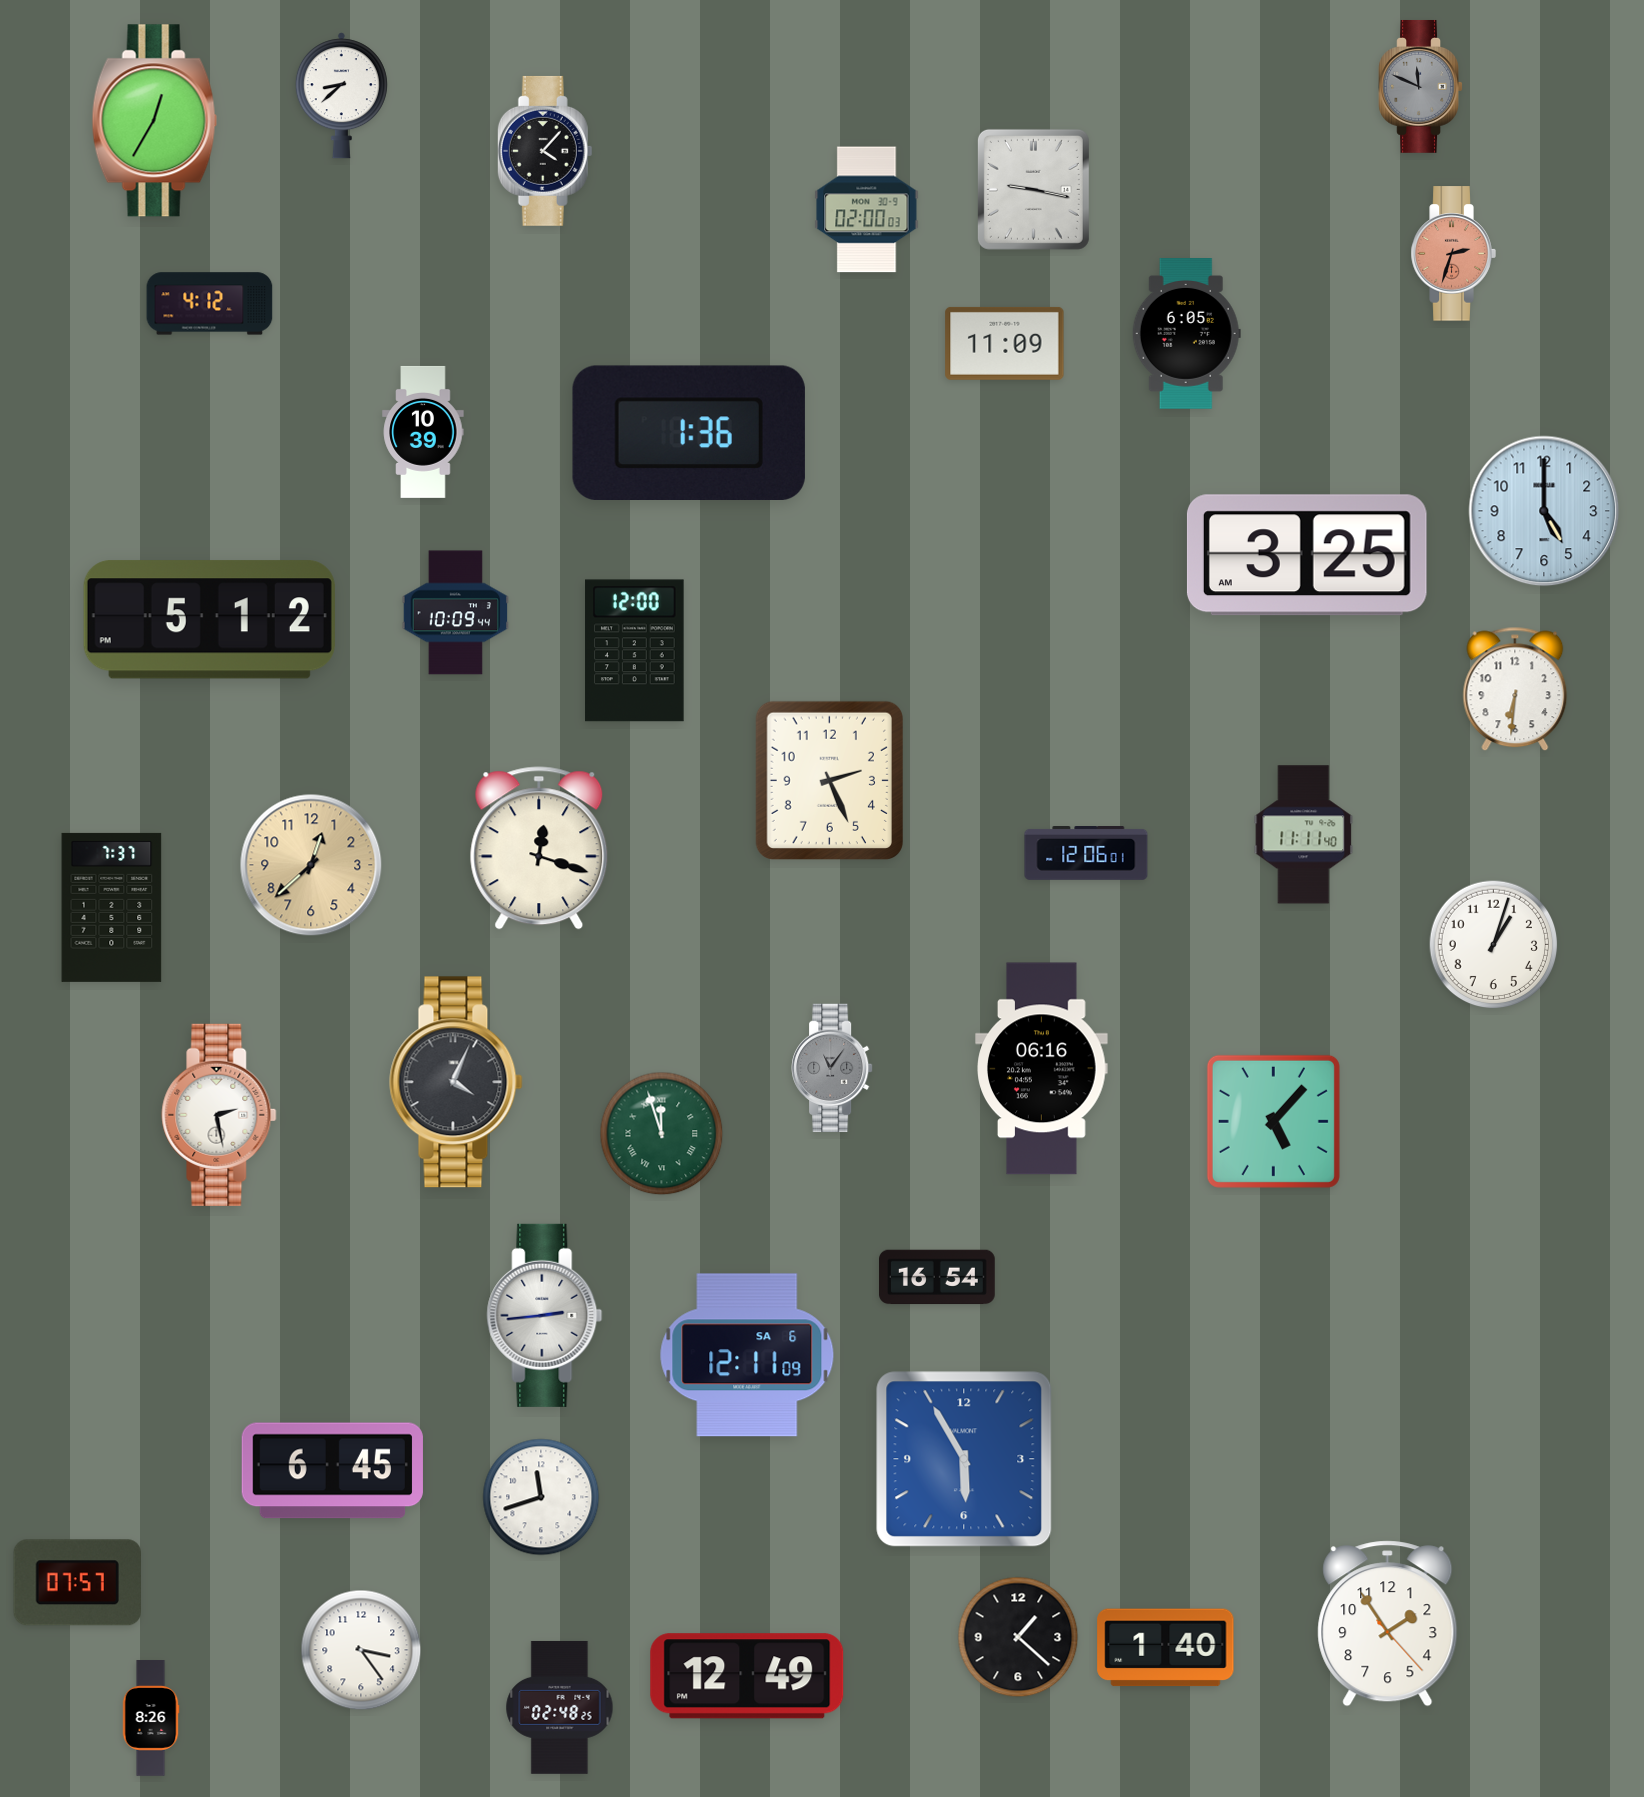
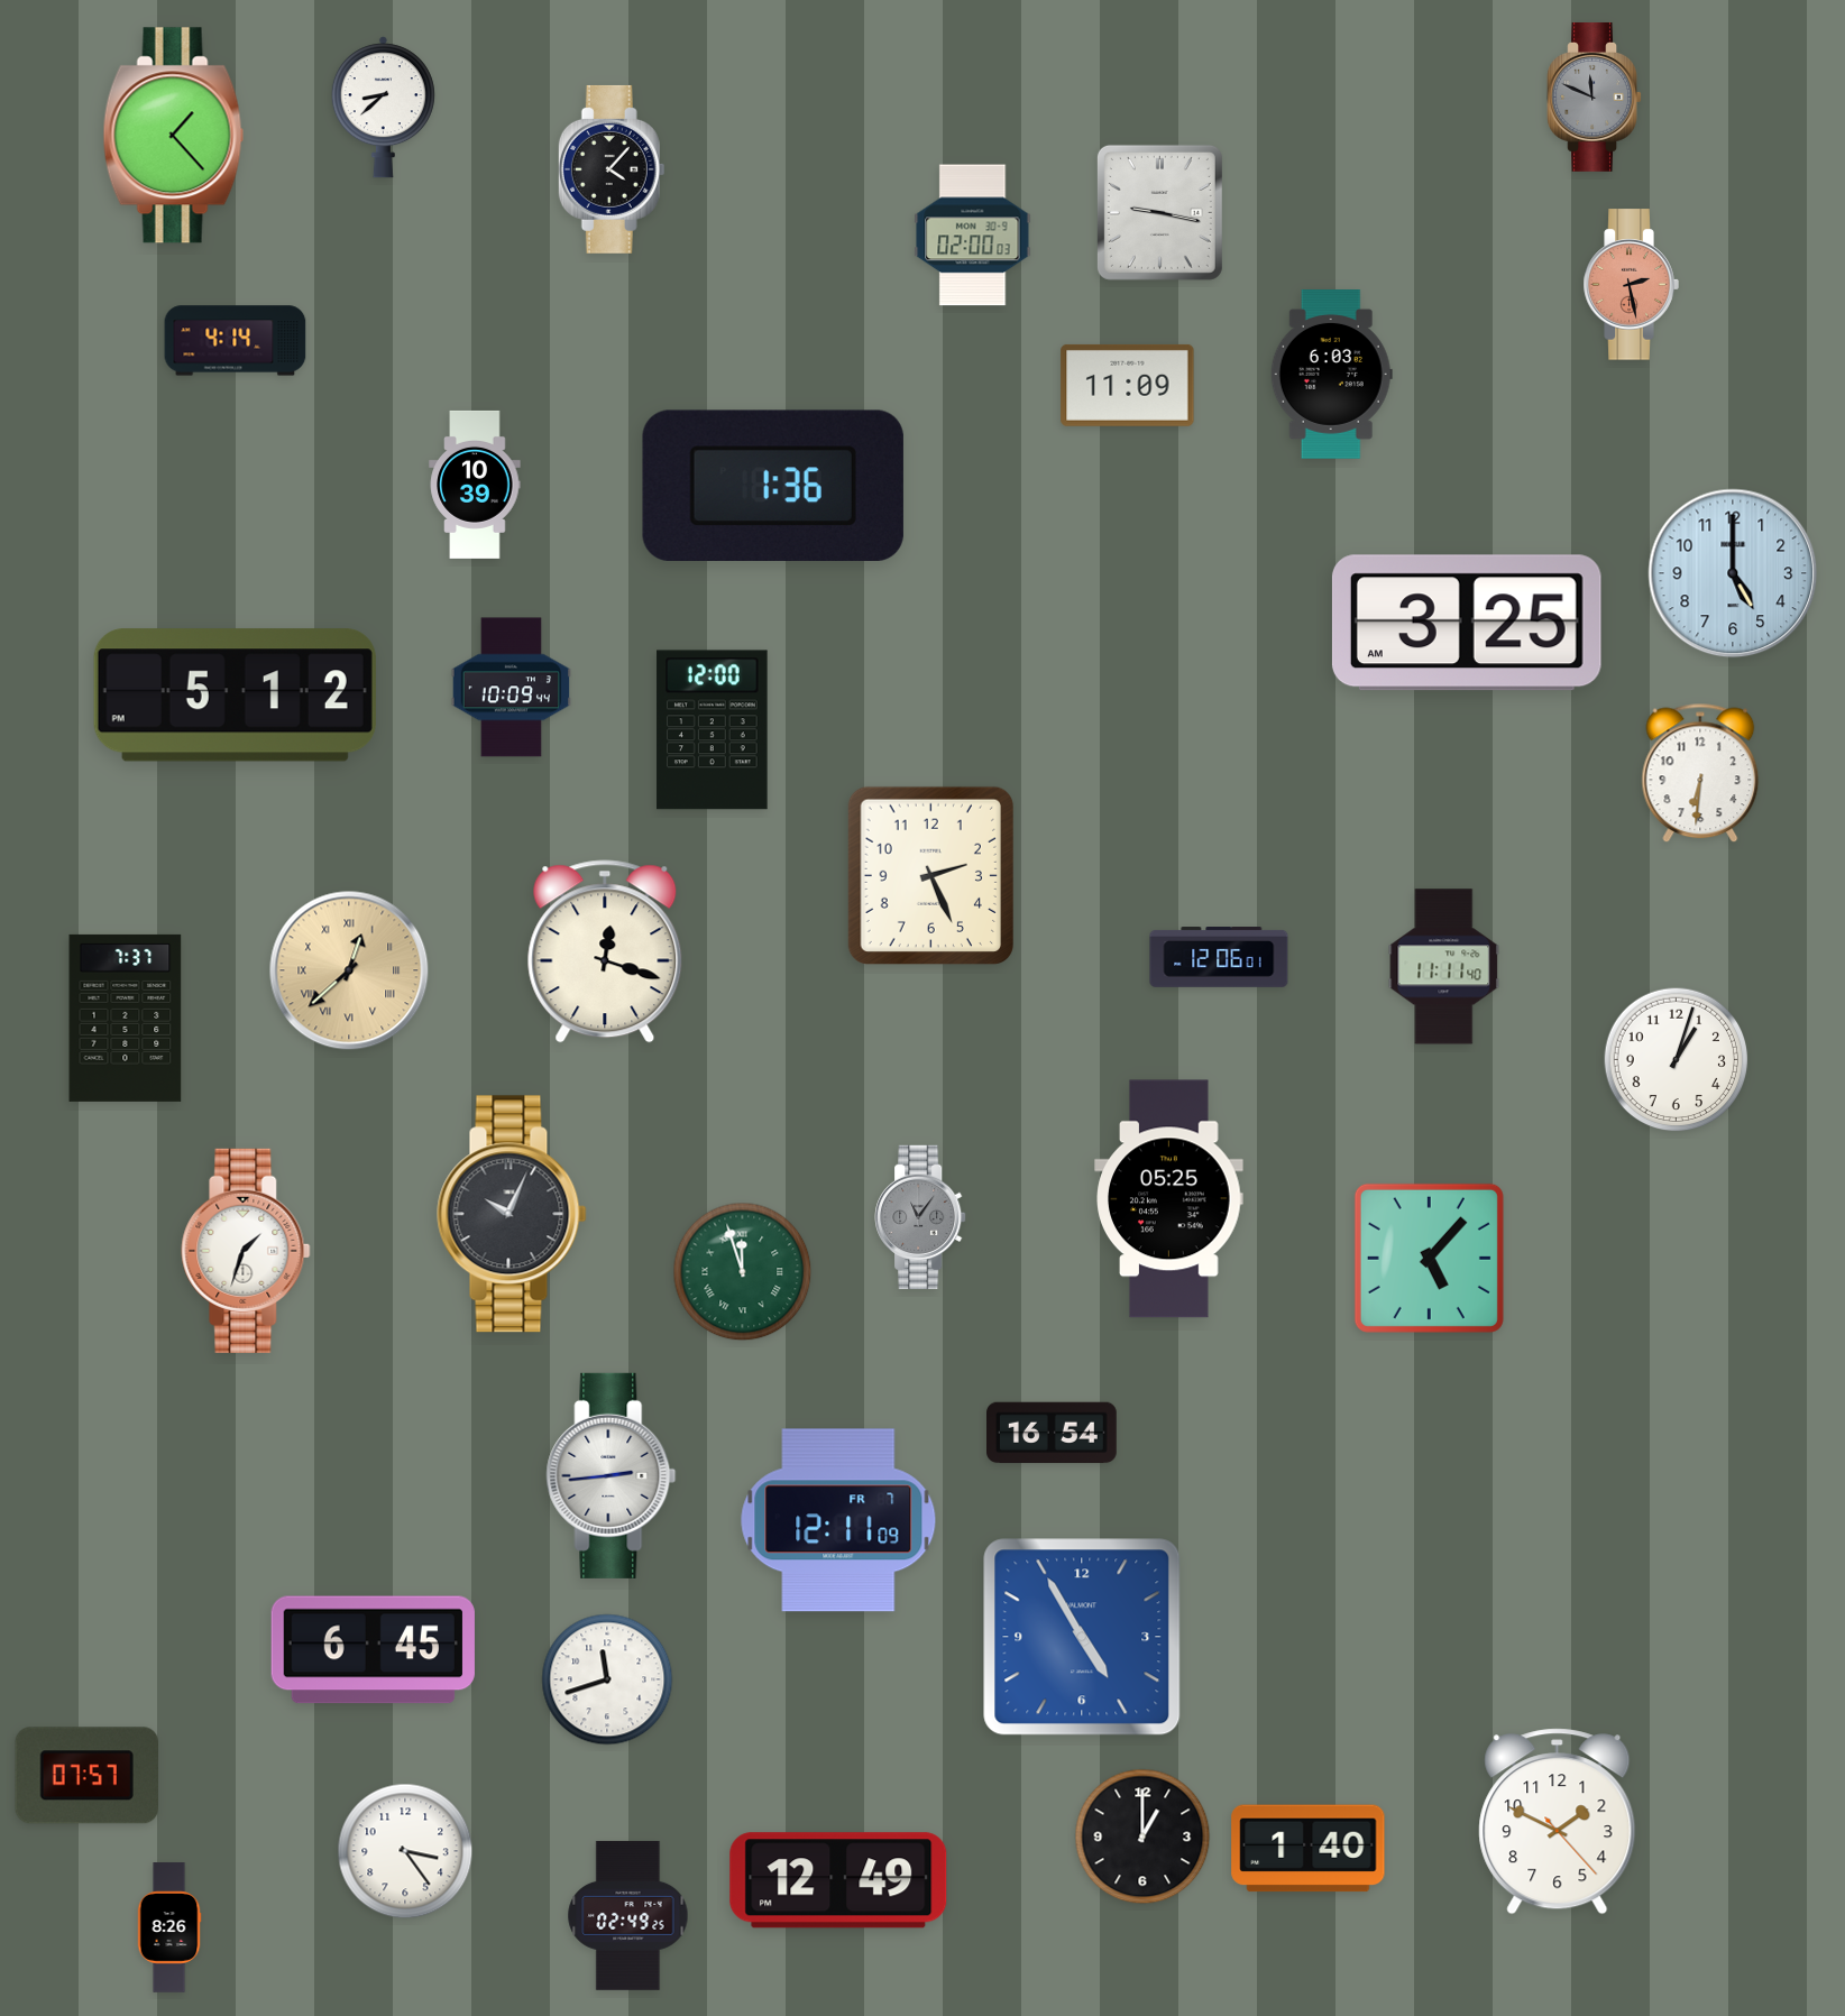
clock at (154, 121): 12:35 -> 1:23
clock at (1453, 254): 2:33 -> 2:28
clock at (210, 304): 4:12 -> 4:14
clock at (1186, 334): 6:05 -> 6:03
clock at (1304, 835) position: (1304, 835) -> (1444, 967)
clock at (311, 865) numerals: Arabic -> Roman
clock at (832, 1068) position: (832, 1068) -> (920, 1217)
clock at (1042, 1069): 06:16 -> 05:25
clock at (456, 1082): 4:04 -> 10:04
clock at (219, 1115): 2:28 -> 1:33
clock at (747, 1355) date: SA 6 -> FR 7
clock at (964, 1459): 5:55 -> 4:55
clock at (1388, 1624): 1:54 -> 1:49
clock at (1018, 1637): 1:22 -> 1:00
clock at (560, 1707): 02:48 -> 02:49
